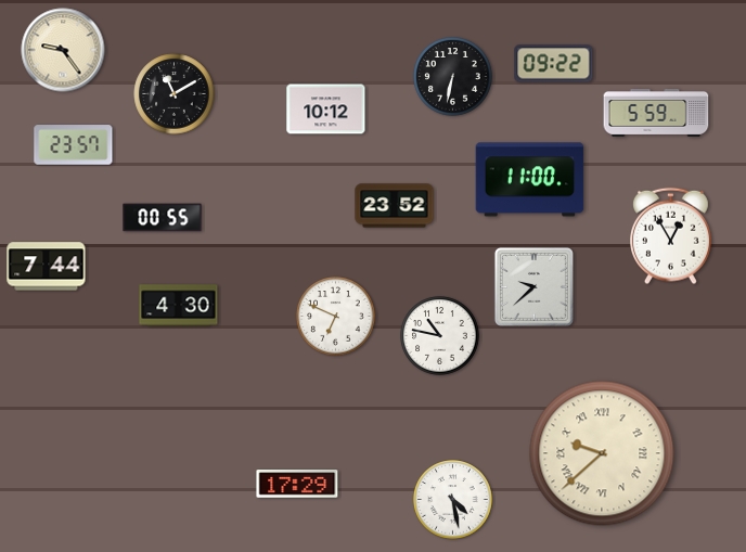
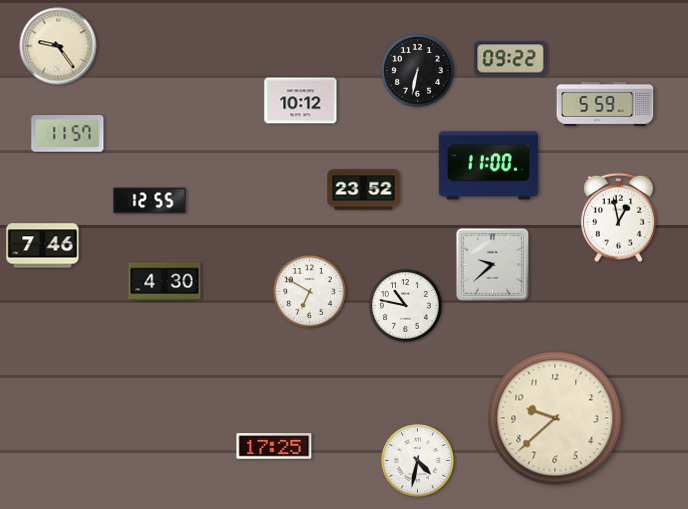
clock at (175, 94): 11:10 -> none
clock at (74, 145): 23:57 -> 11:57
clock at (163, 218): 00:55 -> 12:55
clock at (671, 236): 12:55 -> 12:58
clock at (47, 267): 7:44 -> 7:46
clock at (336, 317): 6:49 -> 6:50
clock at (440, 336) position: (440, 336) -> (406, 306)
clock at (602, 453) numerals: Roman -> Arabic
clock at (297, 484): 17:29 -> 17:25
clock at (453, 500): 4:28 -> 4:32
